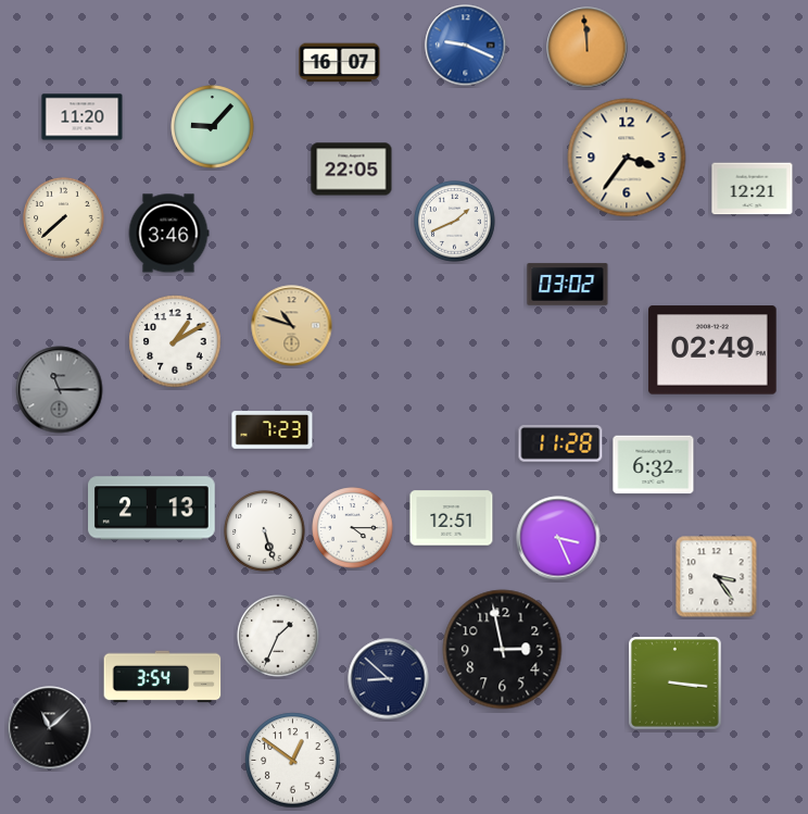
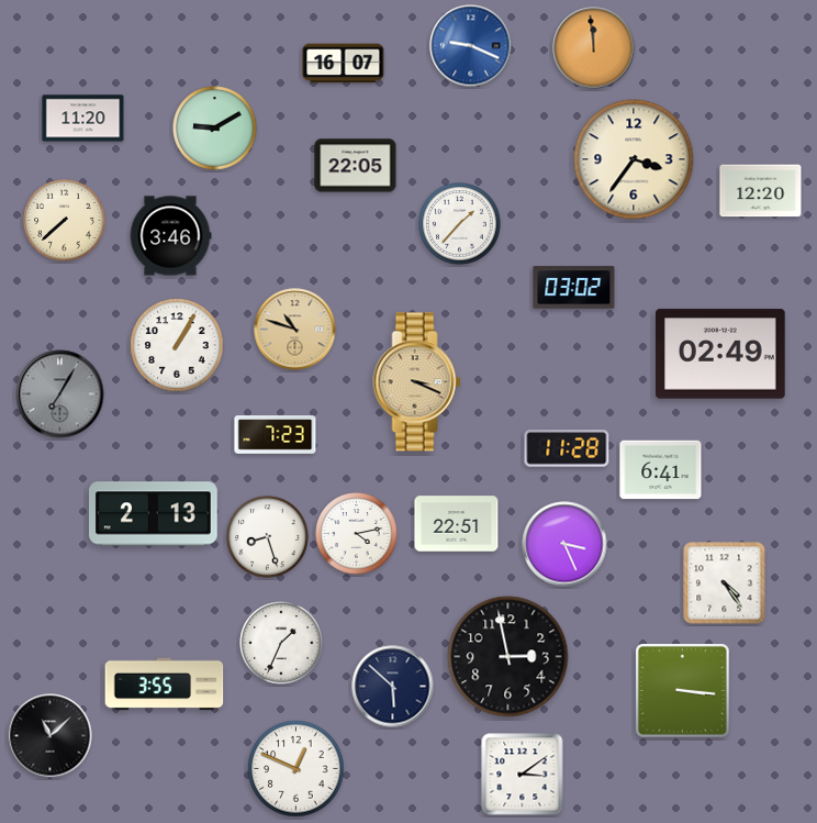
clock at (213, 127): 9:07 -> 9:10
clock at (352, 170) position: (352, 170) -> (356, 166)
clock at (753, 189): 12:21 -> 12:20
clock at (455, 222): 1:41 -> 1:37
clock at (175, 341): 1:10 -> 1:05
clock at (417, 382): none -> 3:19
clock at (60, 390): 11:15 -> 7:05
clock at (654, 465): 6:32 -> 6:41
clock at (452, 518): 12:51 -> 22:51
clock at (353, 528): 4:15 -> 4:13
clock at (265, 531): 5:27 -> 8:27
clock at (717, 577): 3:24 -> 4:24
clock at (163, 677): 3:54 -> 3:55
clock at (389, 679): 8:52 -> 5:52
clock at (293, 761): 12:51 -> 12:49
clock at (523, 775): none -> 3:09
